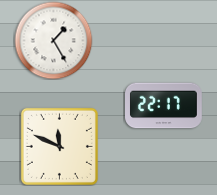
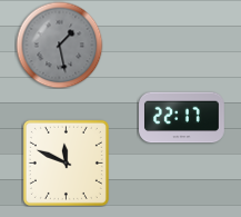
clock at (53, 40): 1:25 -> 1:28
clock at (53, 40) dial: white -> grey
